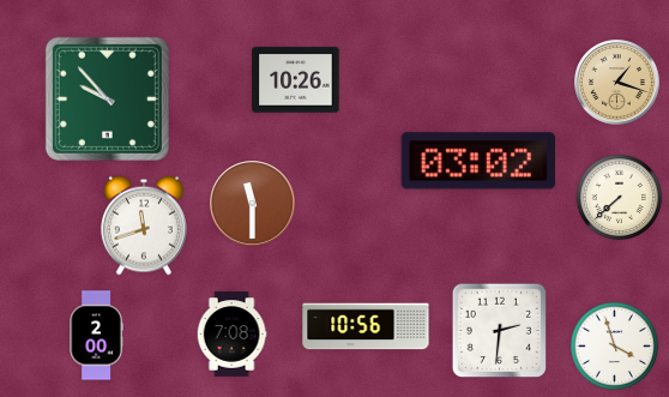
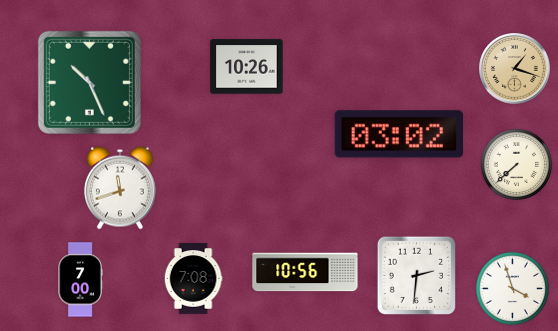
clock at (107, 98): 9:53 -> 10:26
clock at (253, 204): 11:30 -> none
clock at (96, 336): 2:00 -> 7:00
